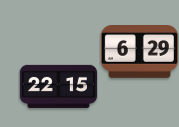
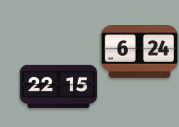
clock at (139, 52): 6:29 -> 6:24
